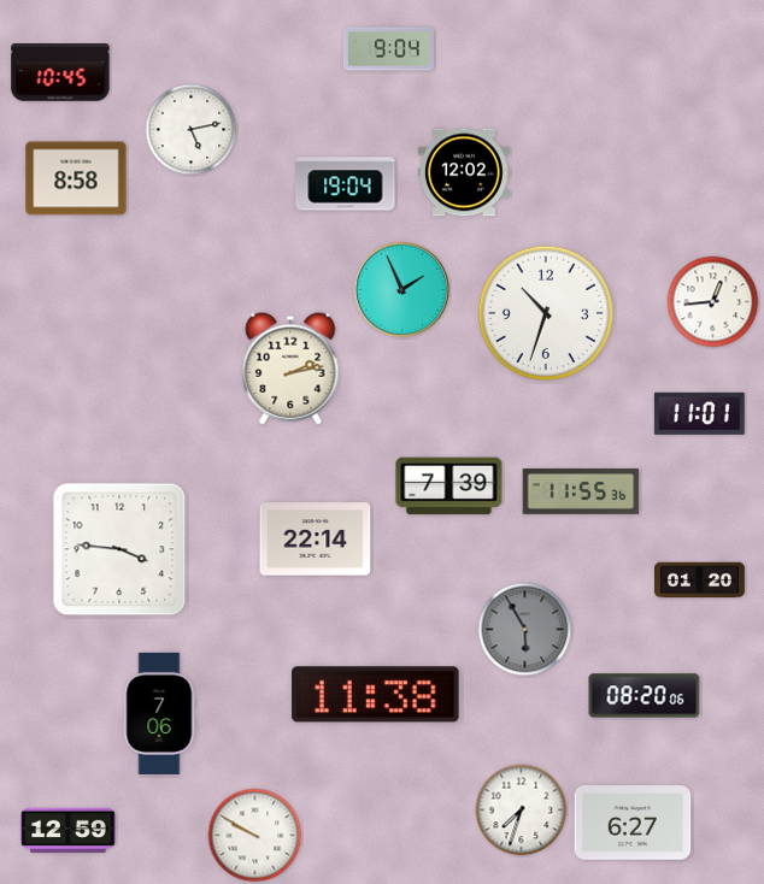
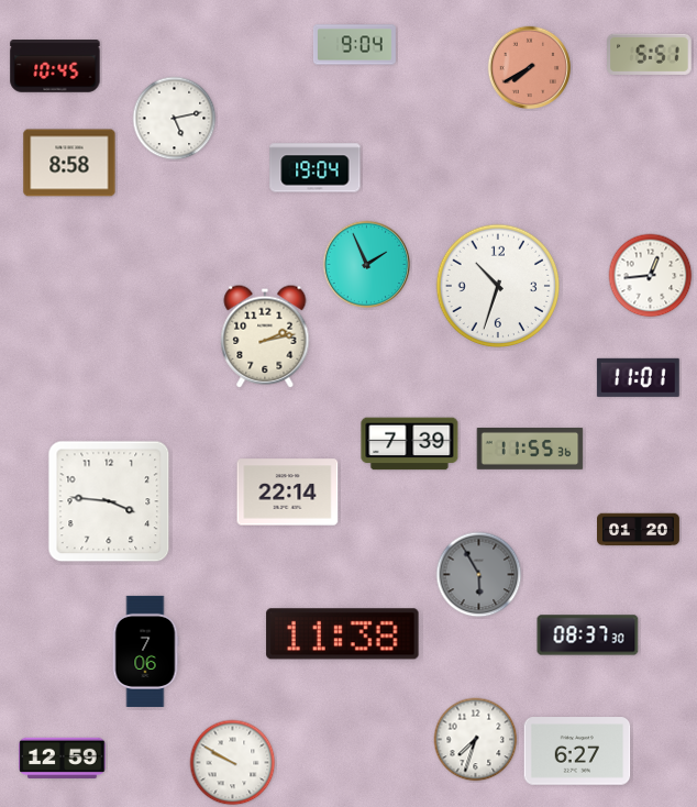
clock at (650, 54): none -> 5:51
clock at (530, 68): none -> 7:40
clock at (465, 172): 12:02 -> none
clock at (645, 696): 08:20 -> 08:37
